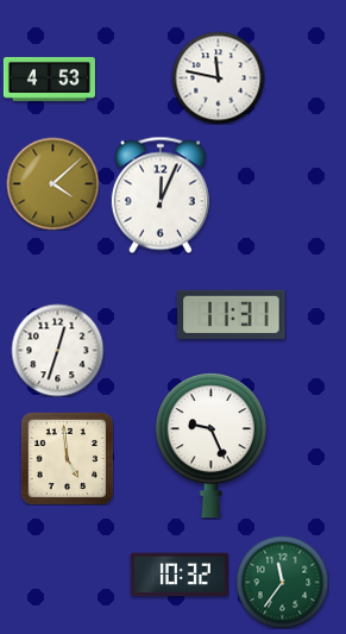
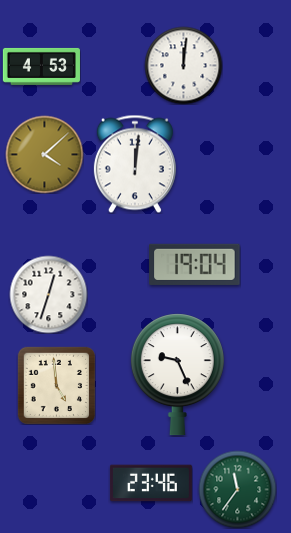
clock at (218, 77): 11:47 -> 12:01
clock at (161, 195): 12:04 -> 12:01
clock at (232, 314): 11:31 -> 19:04
clock at (180, 575): 10:32 -> 23:46
